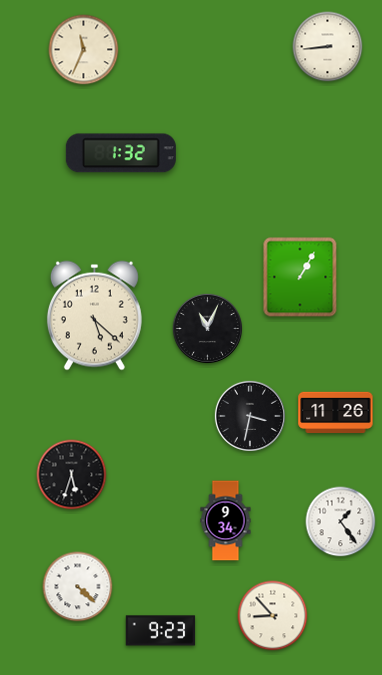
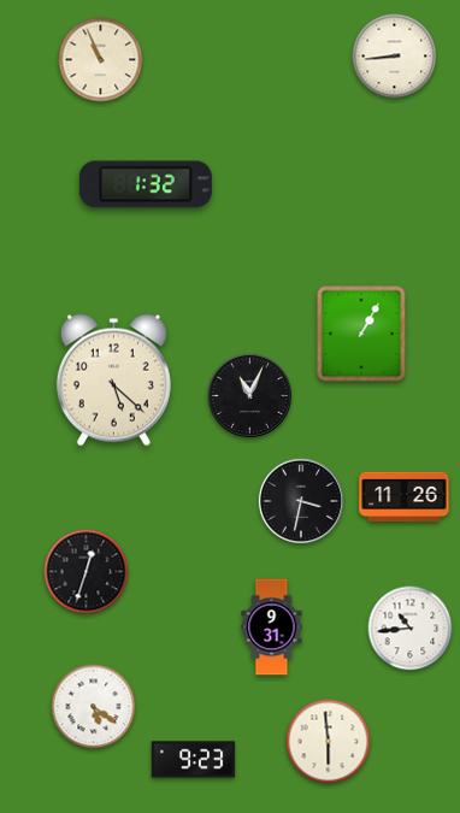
clock at (84, 50): 11:34 -> 10:56
clock at (72, 475): 5:33 -> 12:33
clock at (226, 521): 9:34 -> 9:31
clock at (341, 522): 1:24 -> 10:44
clock at (78, 587): 4:22 -> 5:21
clock at (273, 616): 8:53 -> 5:59
